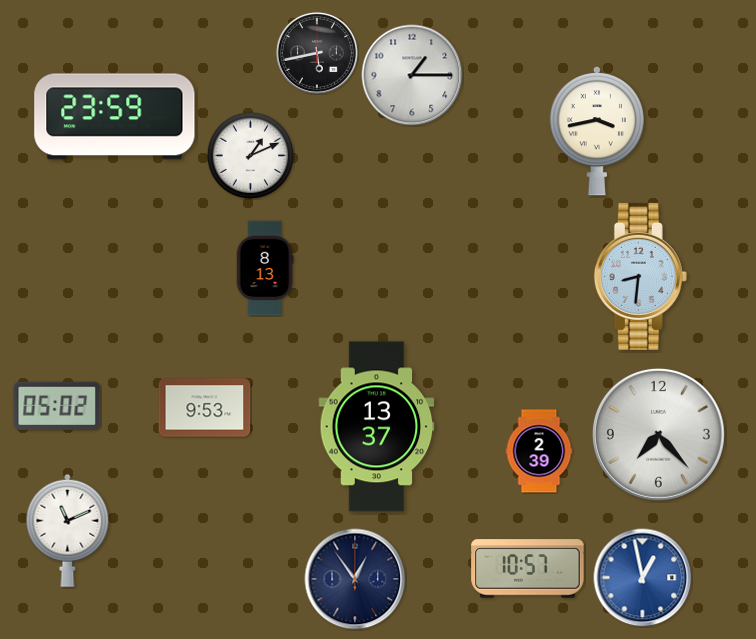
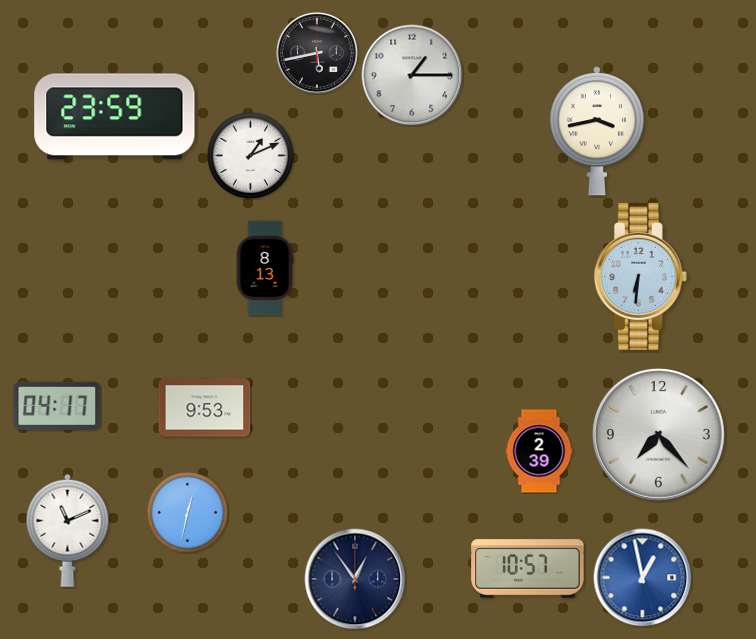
clock at (640, 276): 8:31 -> 6:31
clock at (57, 406): 05:02 -> 04:17
clock at (377, 427): 13:37 -> none
clock at (187, 512): none -> 12:32
